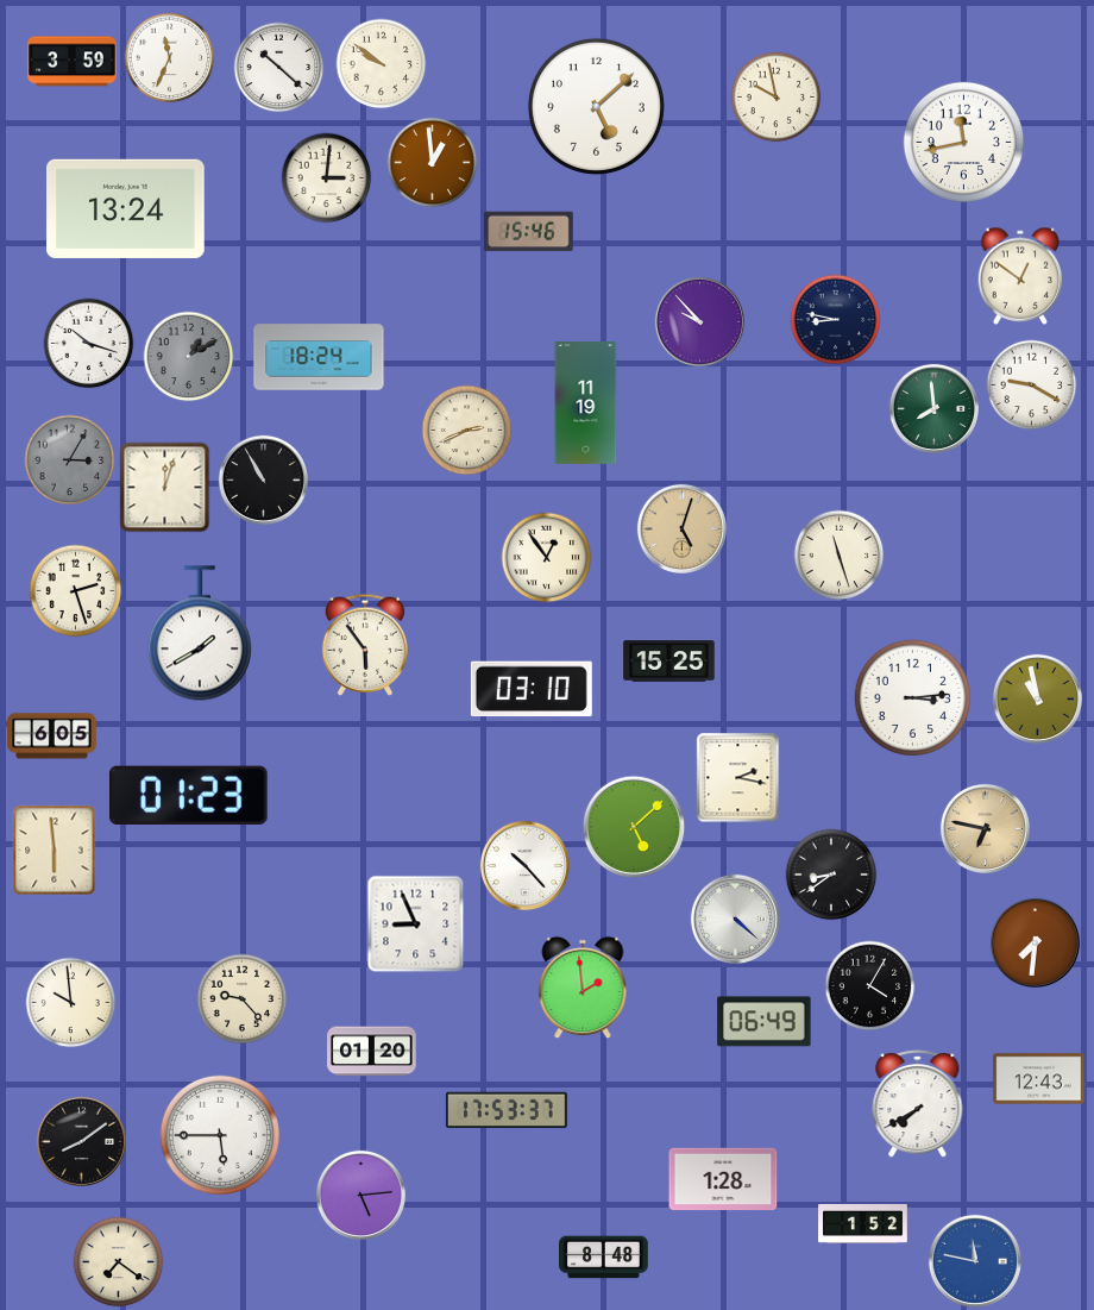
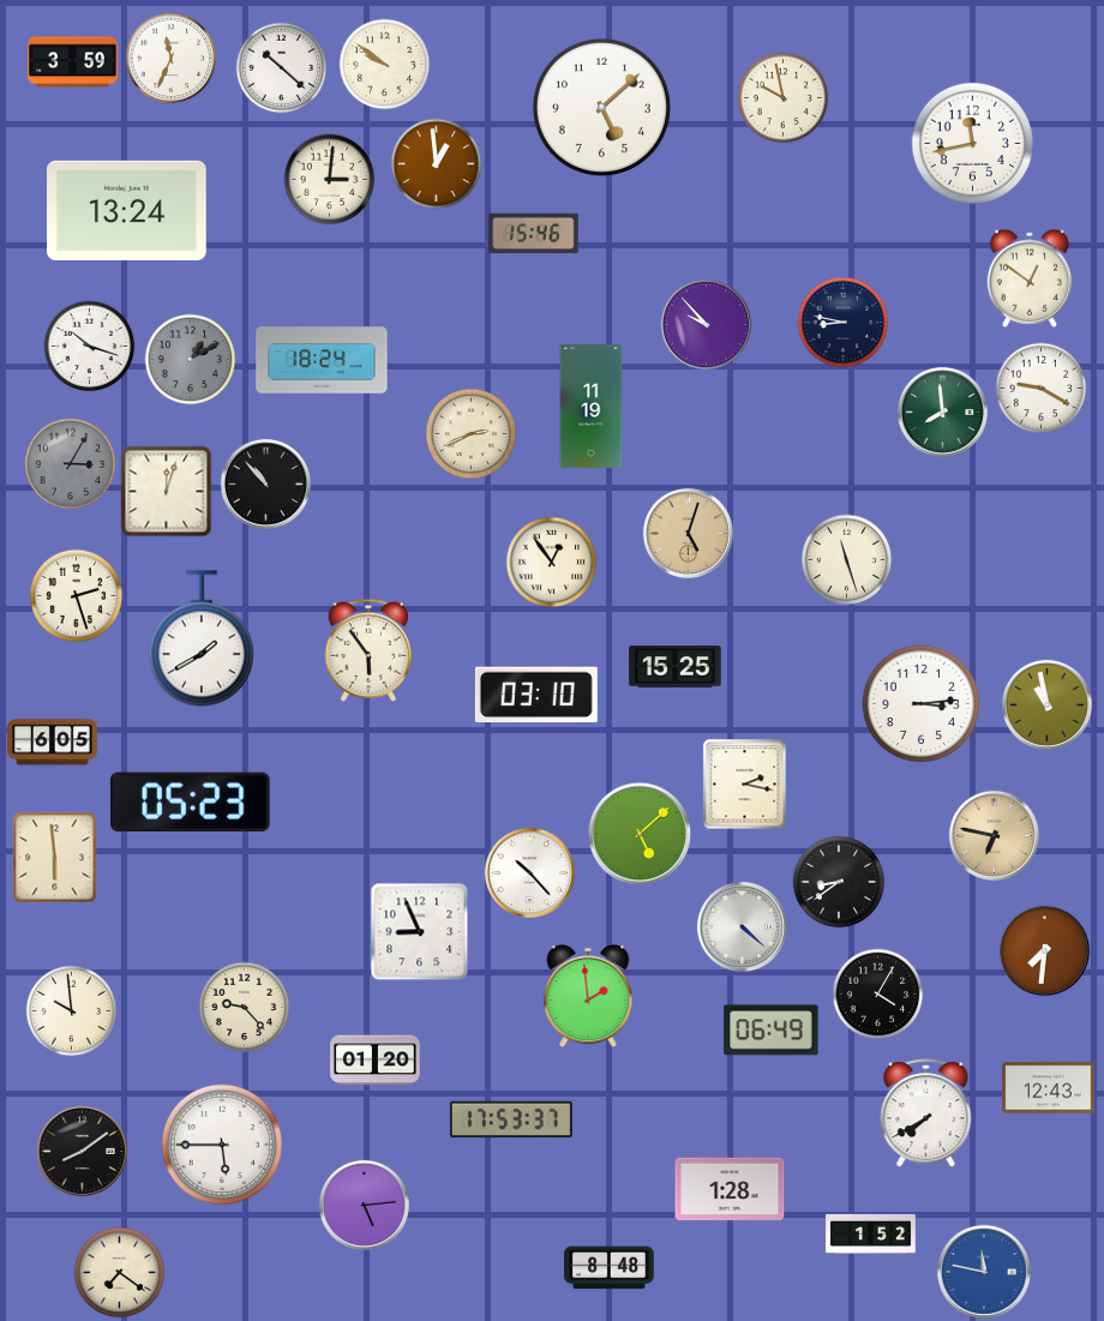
clock at (263, 480): 10:55 -> 10:53
clock at (188, 795): 01:23 -> 05:23
